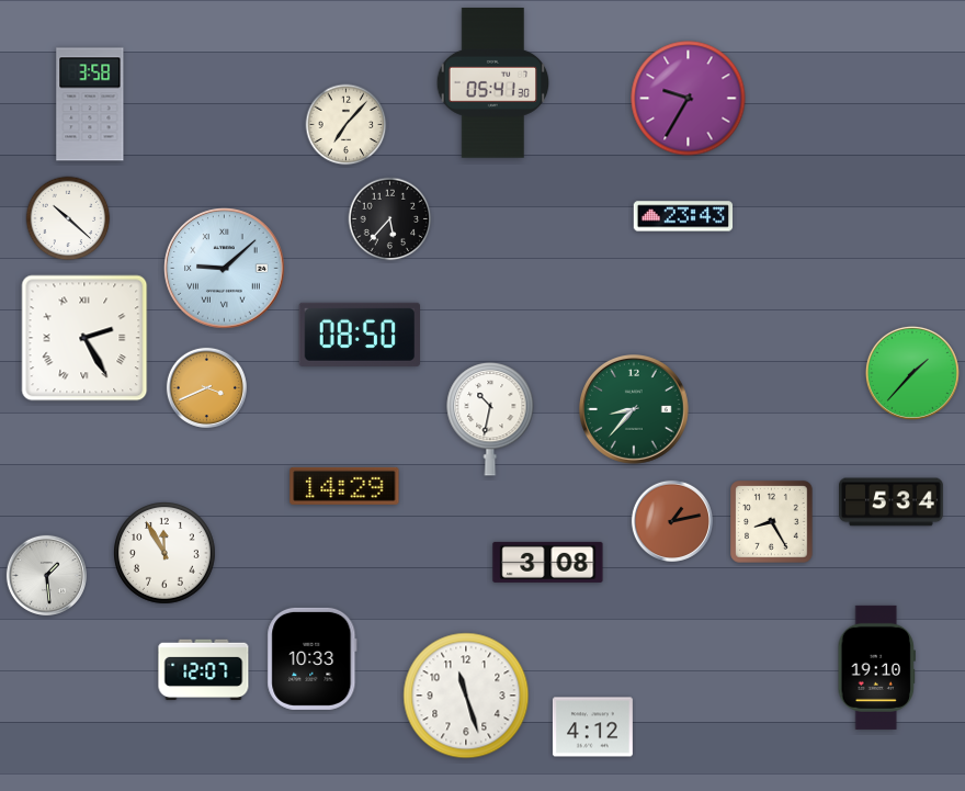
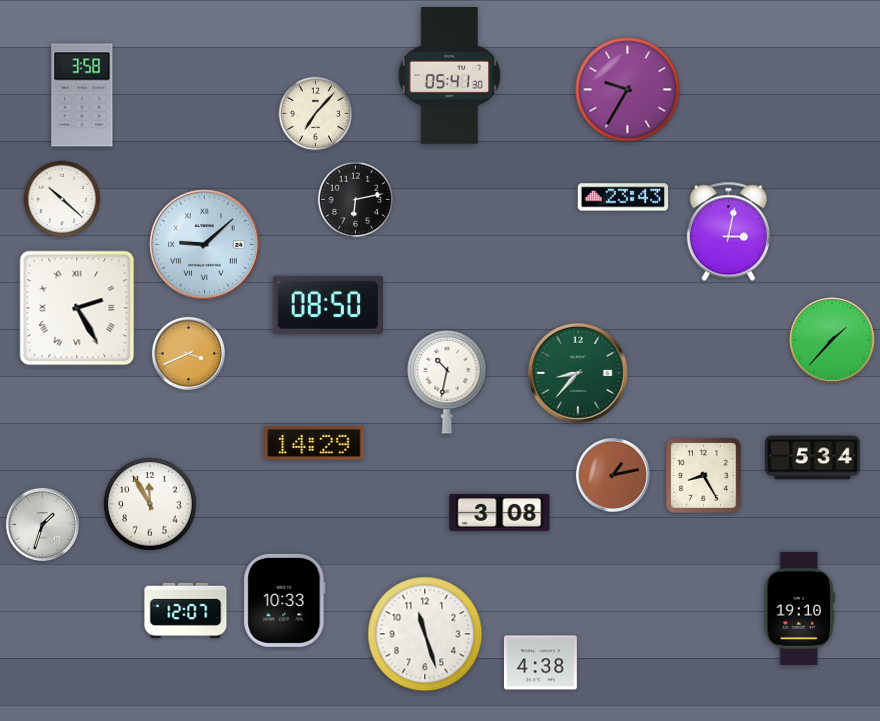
clock at (390, 219): 5:37 -> 6:13
clock at (728, 232): none -> 3:02
clock at (46, 575): 1:29 -> 1:33
clock at (592, 727): 4:12 -> 4:38
